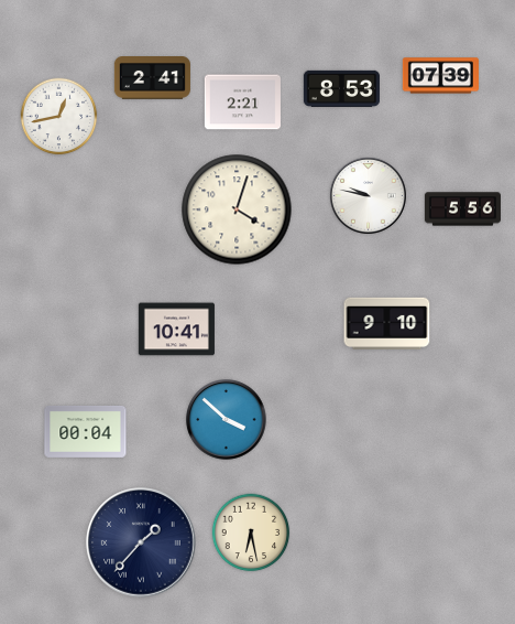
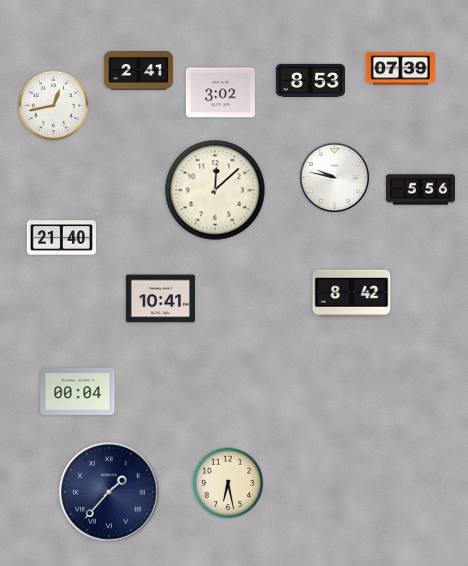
clock at (242, 103): 2:21 -> 3:02
clock at (237, 209): 4:03 -> 12:08
clock at (61, 238): none -> 21:40
clock at (387, 323): 9:10 -> 8:42
clock at (227, 420): 3:52 -> none
clock at (141, 542) position: (141, 542) -> (109, 492)
